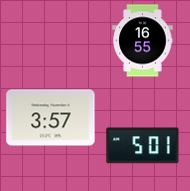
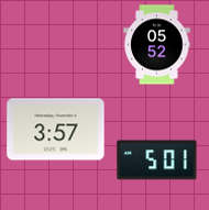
clock at (143, 41): 16:55 -> 05:52
